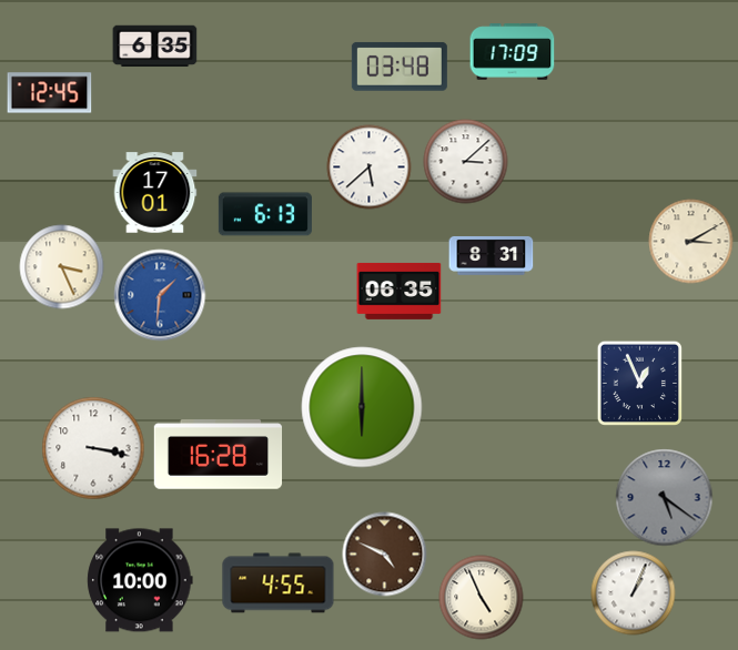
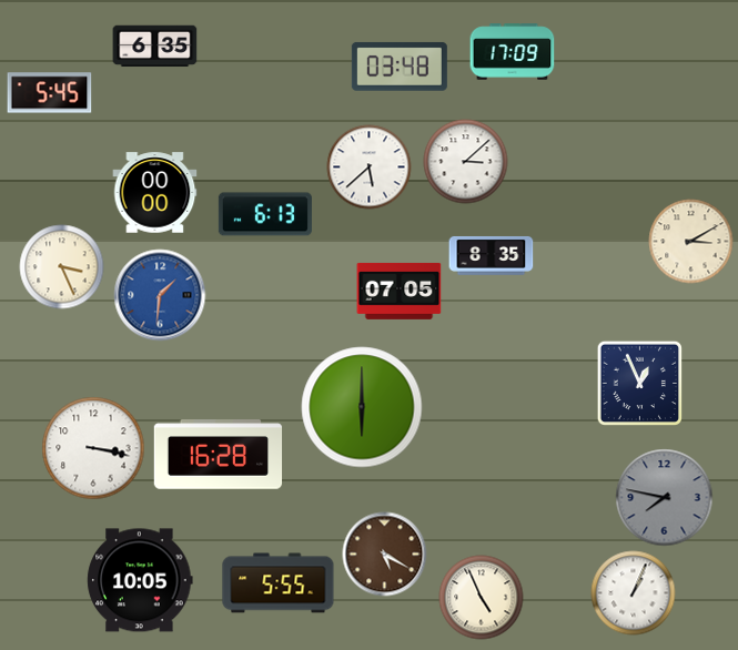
clock at (50, 93): 12:45 -> 5:45
clock at (155, 193): 17:01 -> 00:00
clock at (492, 255): 8:31 -> 8:35
clock at (400, 291): 06:35 -> 07:05
clock at (665, 498): 5:21 -> 7:47
clock at (385, 555): 4:49 -> 5:20
clock at (140, 580): 10:00 -> 10:05
clock at (279, 583): 4:55 -> 5:55
